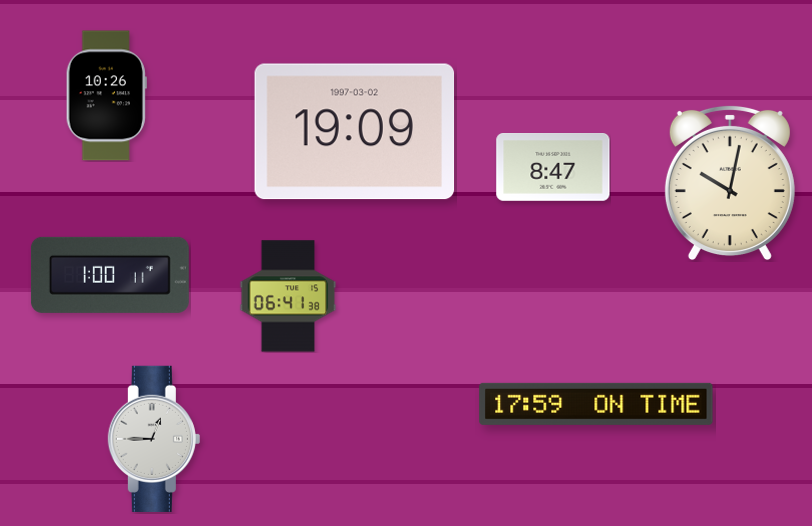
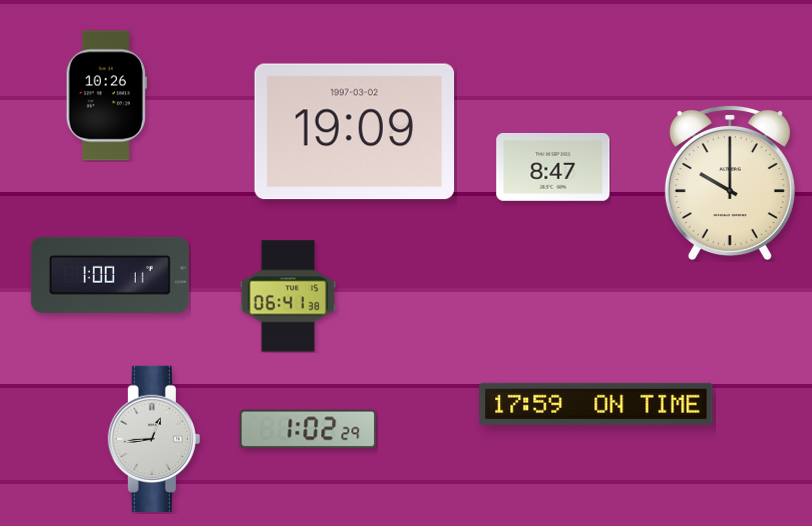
clock at (730, 183): 10:02 -> 10:00
clock at (308, 429): none -> 1:02
clock at (154, 439): 12:45 -> 12:44
